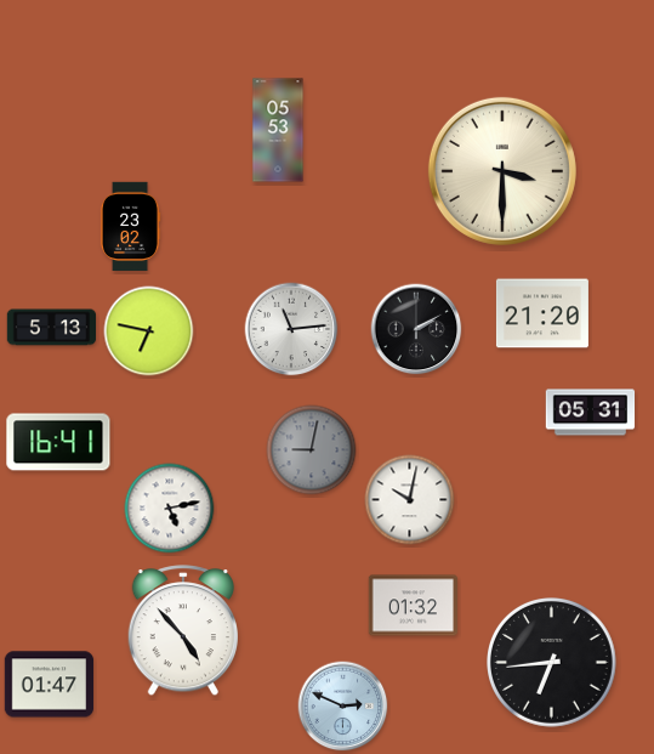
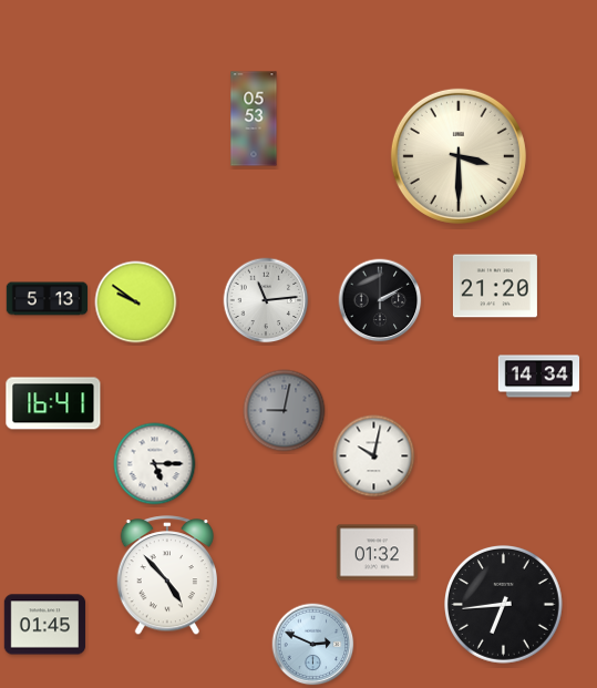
clock at (130, 227): 23:02 -> none
clock at (149, 331): 6:47 -> 9:51
clock at (591, 413): 05:31 -> 14:34
clock at (170, 509): 5:13 -> 5:15
clock at (50, 685): 01:47 -> 01:45
